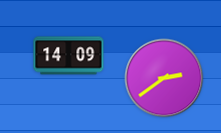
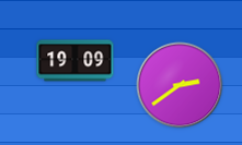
clock at (69, 56): 14:09 -> 19:09
